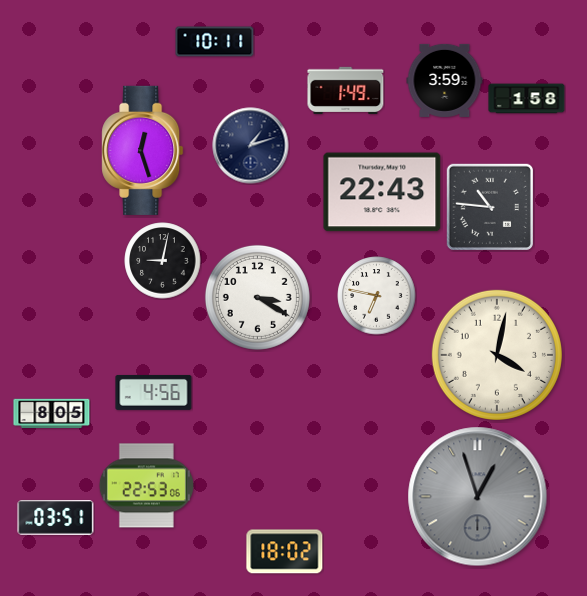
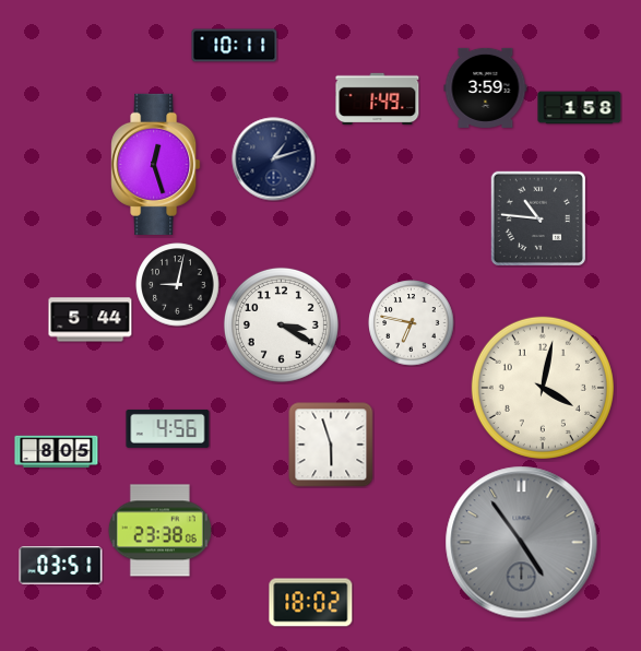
clock at (527, 99) position: (527, 99) -> (580, 108)
clock at (382, 192): 22:43 -> none
clock at (489, 206) position: (489, 206) -> (537, 217)
clock at (91, 320): none -> 5:44
clock at (331, 445): none -> 5:57
clock at (146, 486): 22:53 -> 23:38
clock at (478, 497): 12:57 -> 4:54
